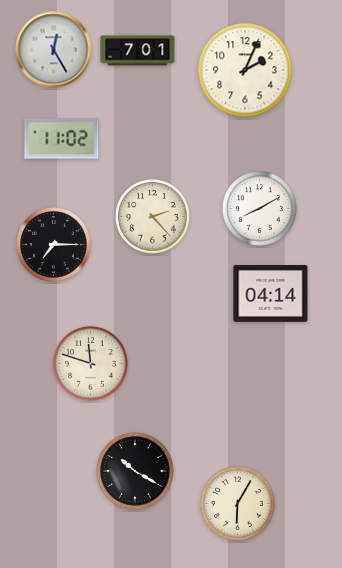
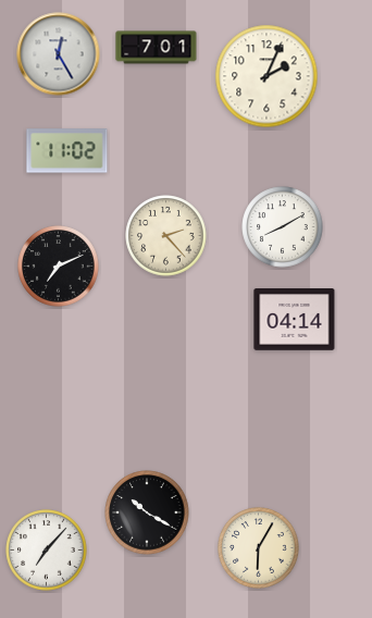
clock at (138, 51) position: (138, 51) -> (157, 48)
clock at (54, 245): 7:15 -> 7:11
clock at (91, 364): 11:48 -> none
clock at (47, 551): none -> 7:07
